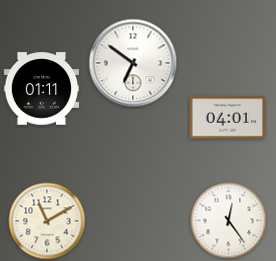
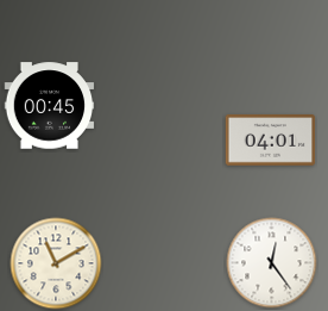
clock at (133, 63): 6:51 -> none
clock at (42, 89): 01:11 -> 00:45
